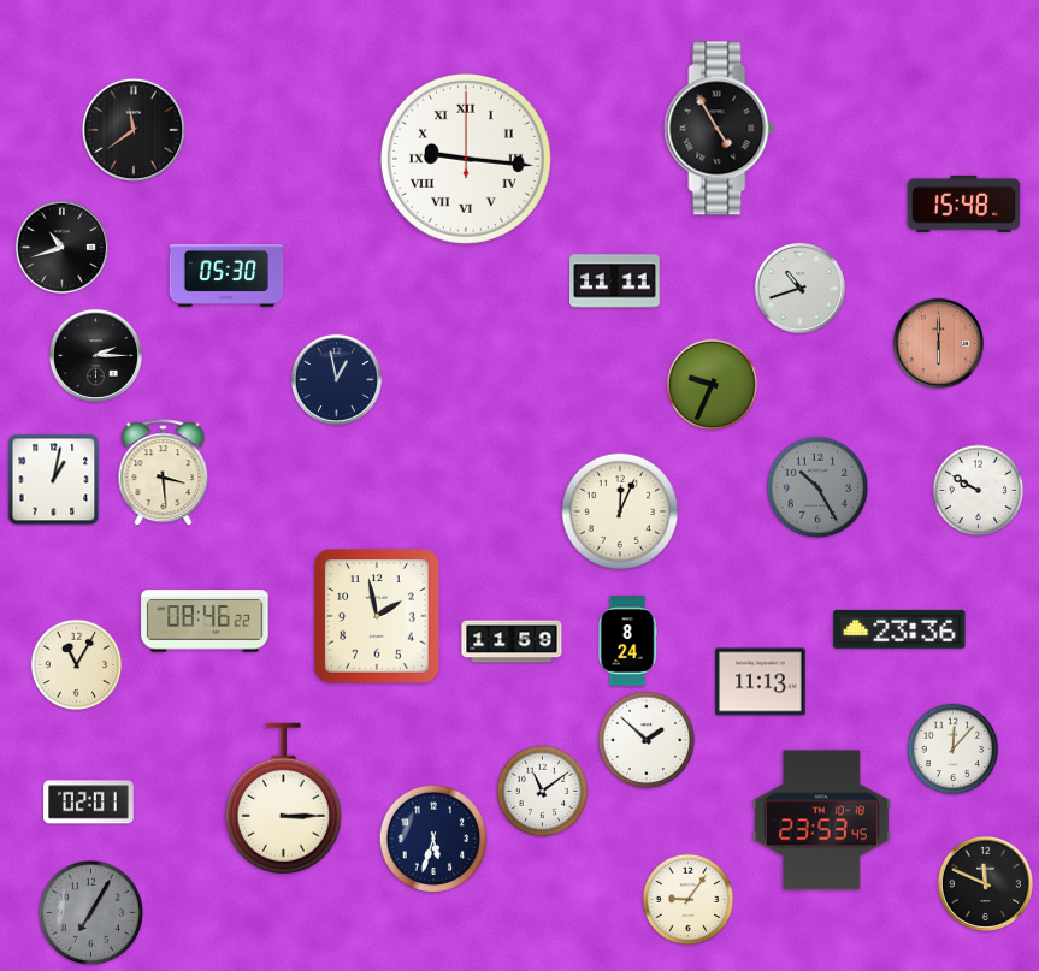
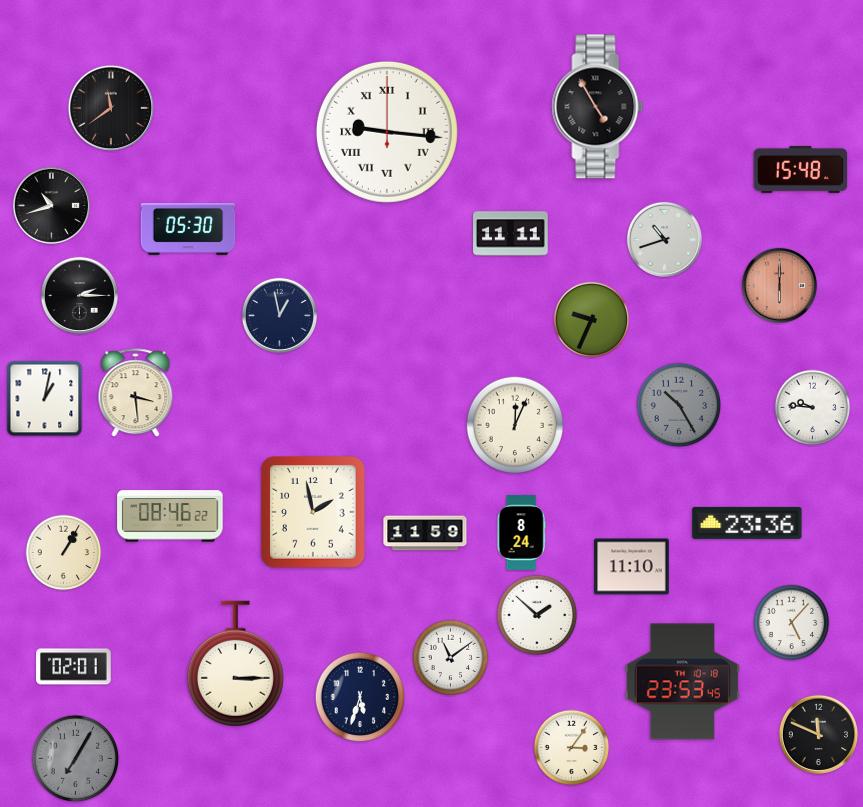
clock at (979, 491): 9:50 -> 9:46
clock at (77, 665): 11:05 -> 1:05
clock at (761, 682): 11:13 -> 11:10
clock at (954, 750): 12:07 -> 5:07
clock at (689, 900): 9:06 -> 3:06
